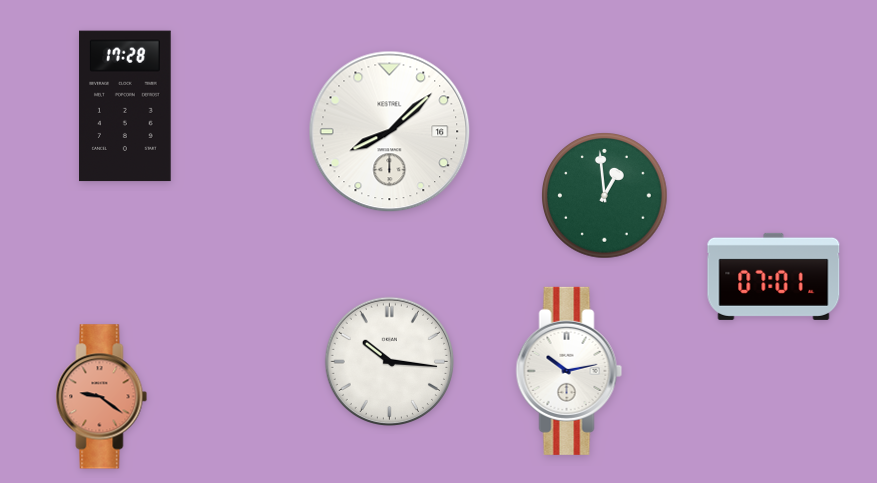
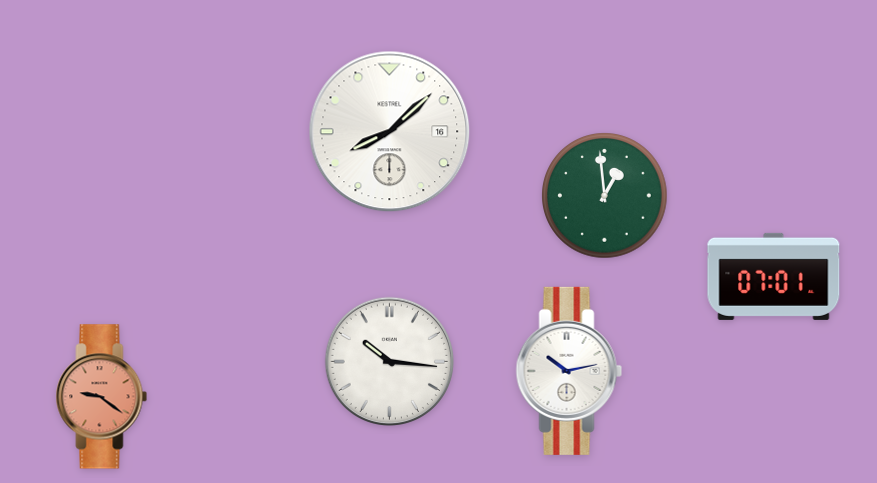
clock at (125, 106): 17:28 -> none
